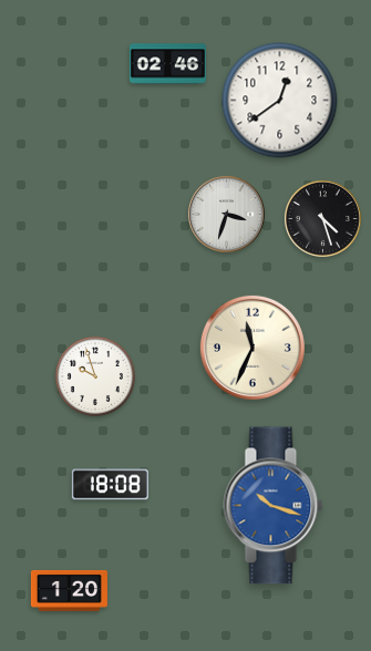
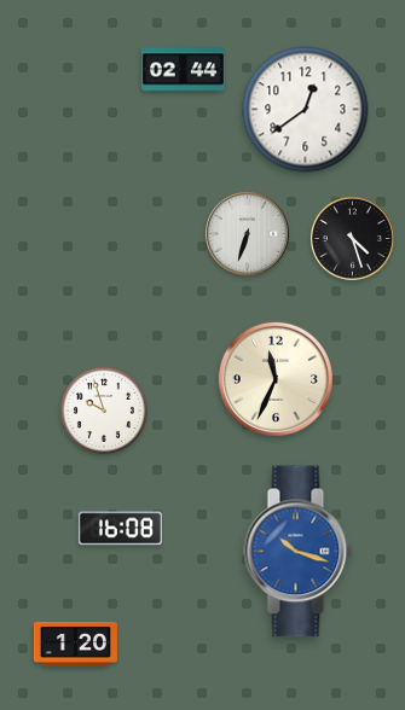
clock at (167, 64): 02:46 -> 02:44
clock at (226, 214): 3:33 -> 6:33
clock at (110, 485): 18:08 -> 16:08
